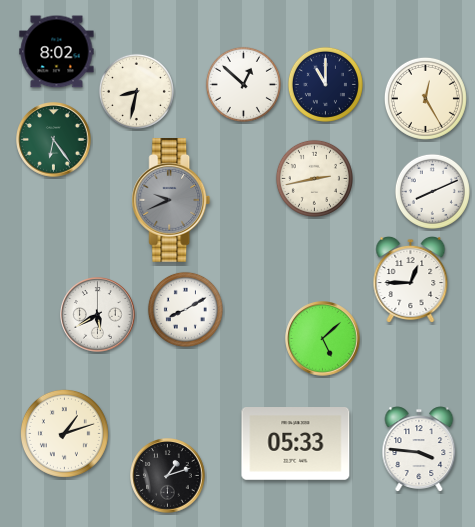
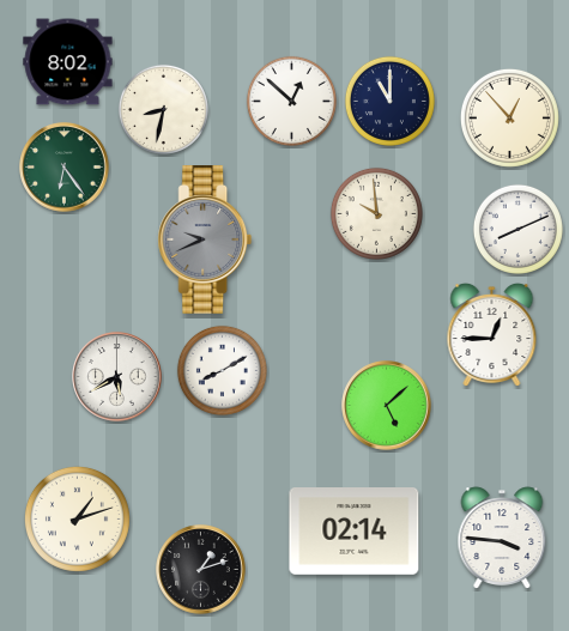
clock at (425, 98): 12:25 -> 12:53
clock at (314, 178): 2:43 -> 9:59
clock at (296, 444): 05:33 -> 02:14
